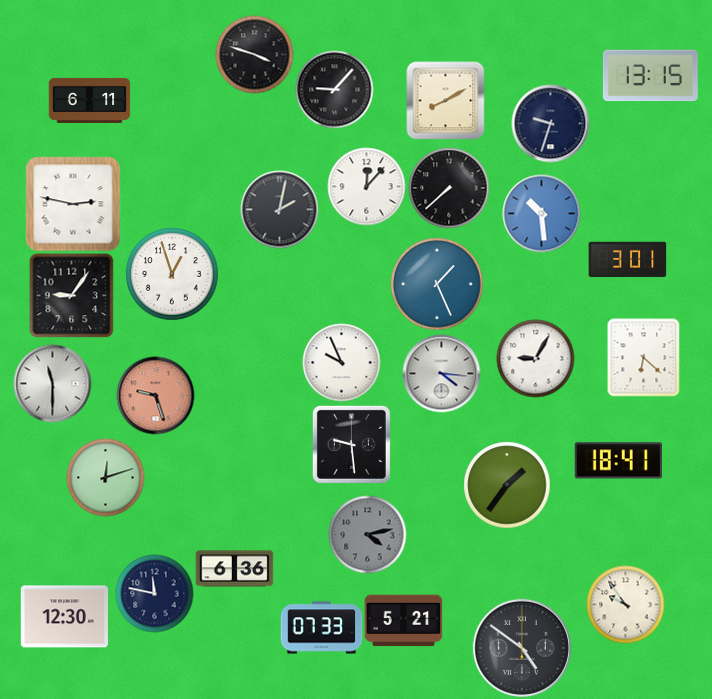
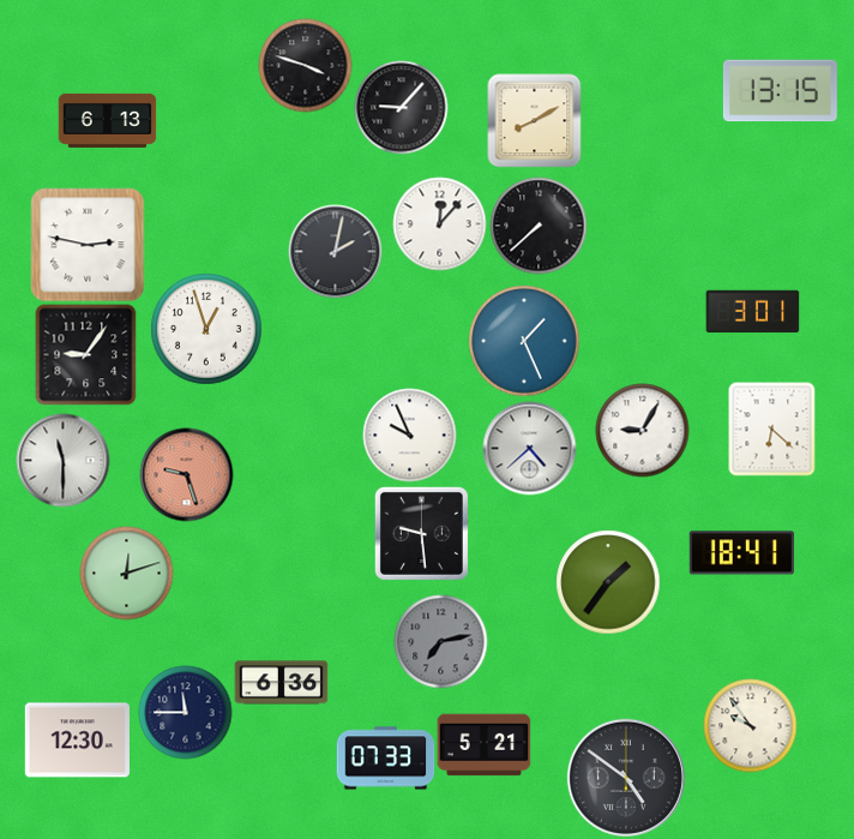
clock at (89, 100): 6:11 -> 6:13
clock at (550, 123): 9:33 -> none
clock at (541, 213): 10:29 -> none
clock at (441, 373): 4:16 -> 4:38
clock at (367, 534): 4:13 -> 7:13
clock at (154, 593): 11:47 -> 11:45
clock at (321, 628) position: (321, 628) -> (385, 759)
